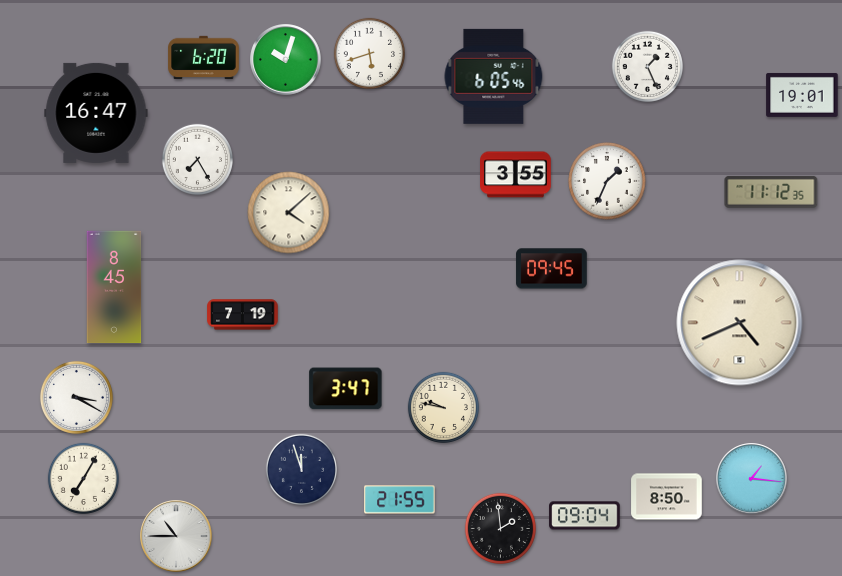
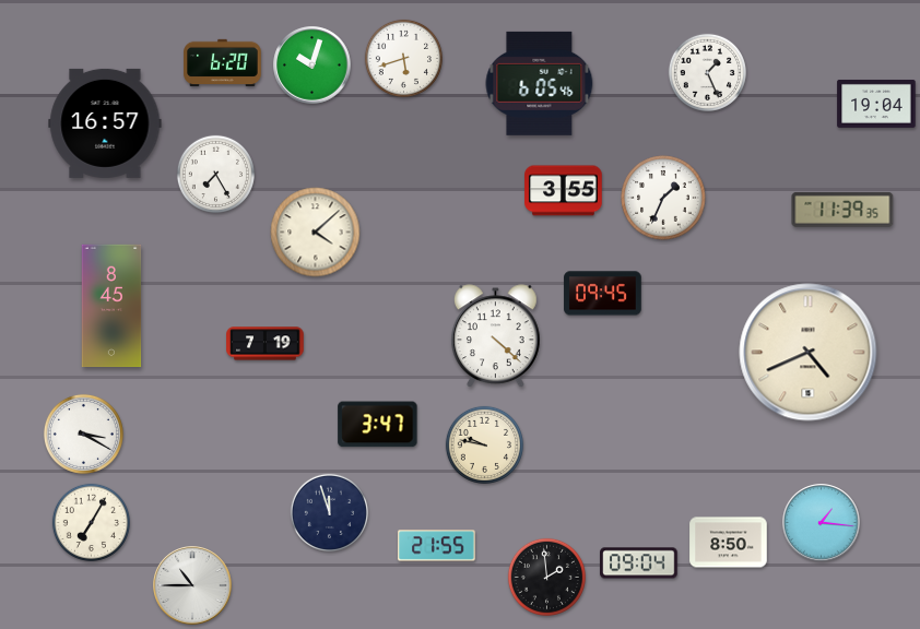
clock at (802, 95): 19:01 -> 19:04
clock at (96, 113): 16:47 -> 16:57
clock at (771, 192): 11:12 -> 11:39
clock at (114, 287) position: (114, 287) -> (111, 306)
clock at (495, 336): none -> 4:22
